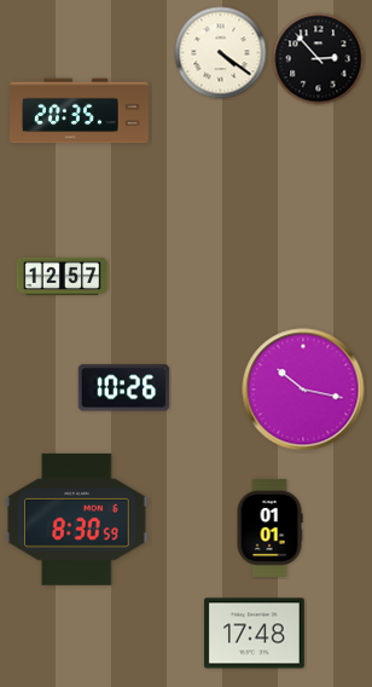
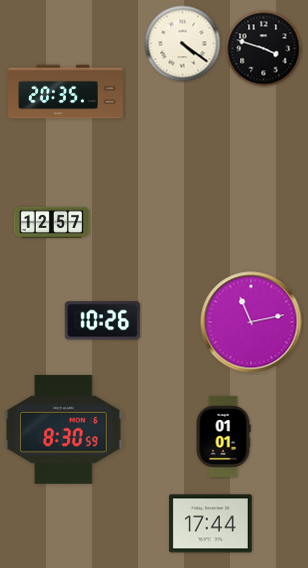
clock at (319, 59): 2:53 -> 3:48
clock at (63, 276) position: (63, 276) -> (52, 222)
clock at (303, 389): 10:17 -> 11:13
clock at (254, 634): 17:48 -> 17:44
